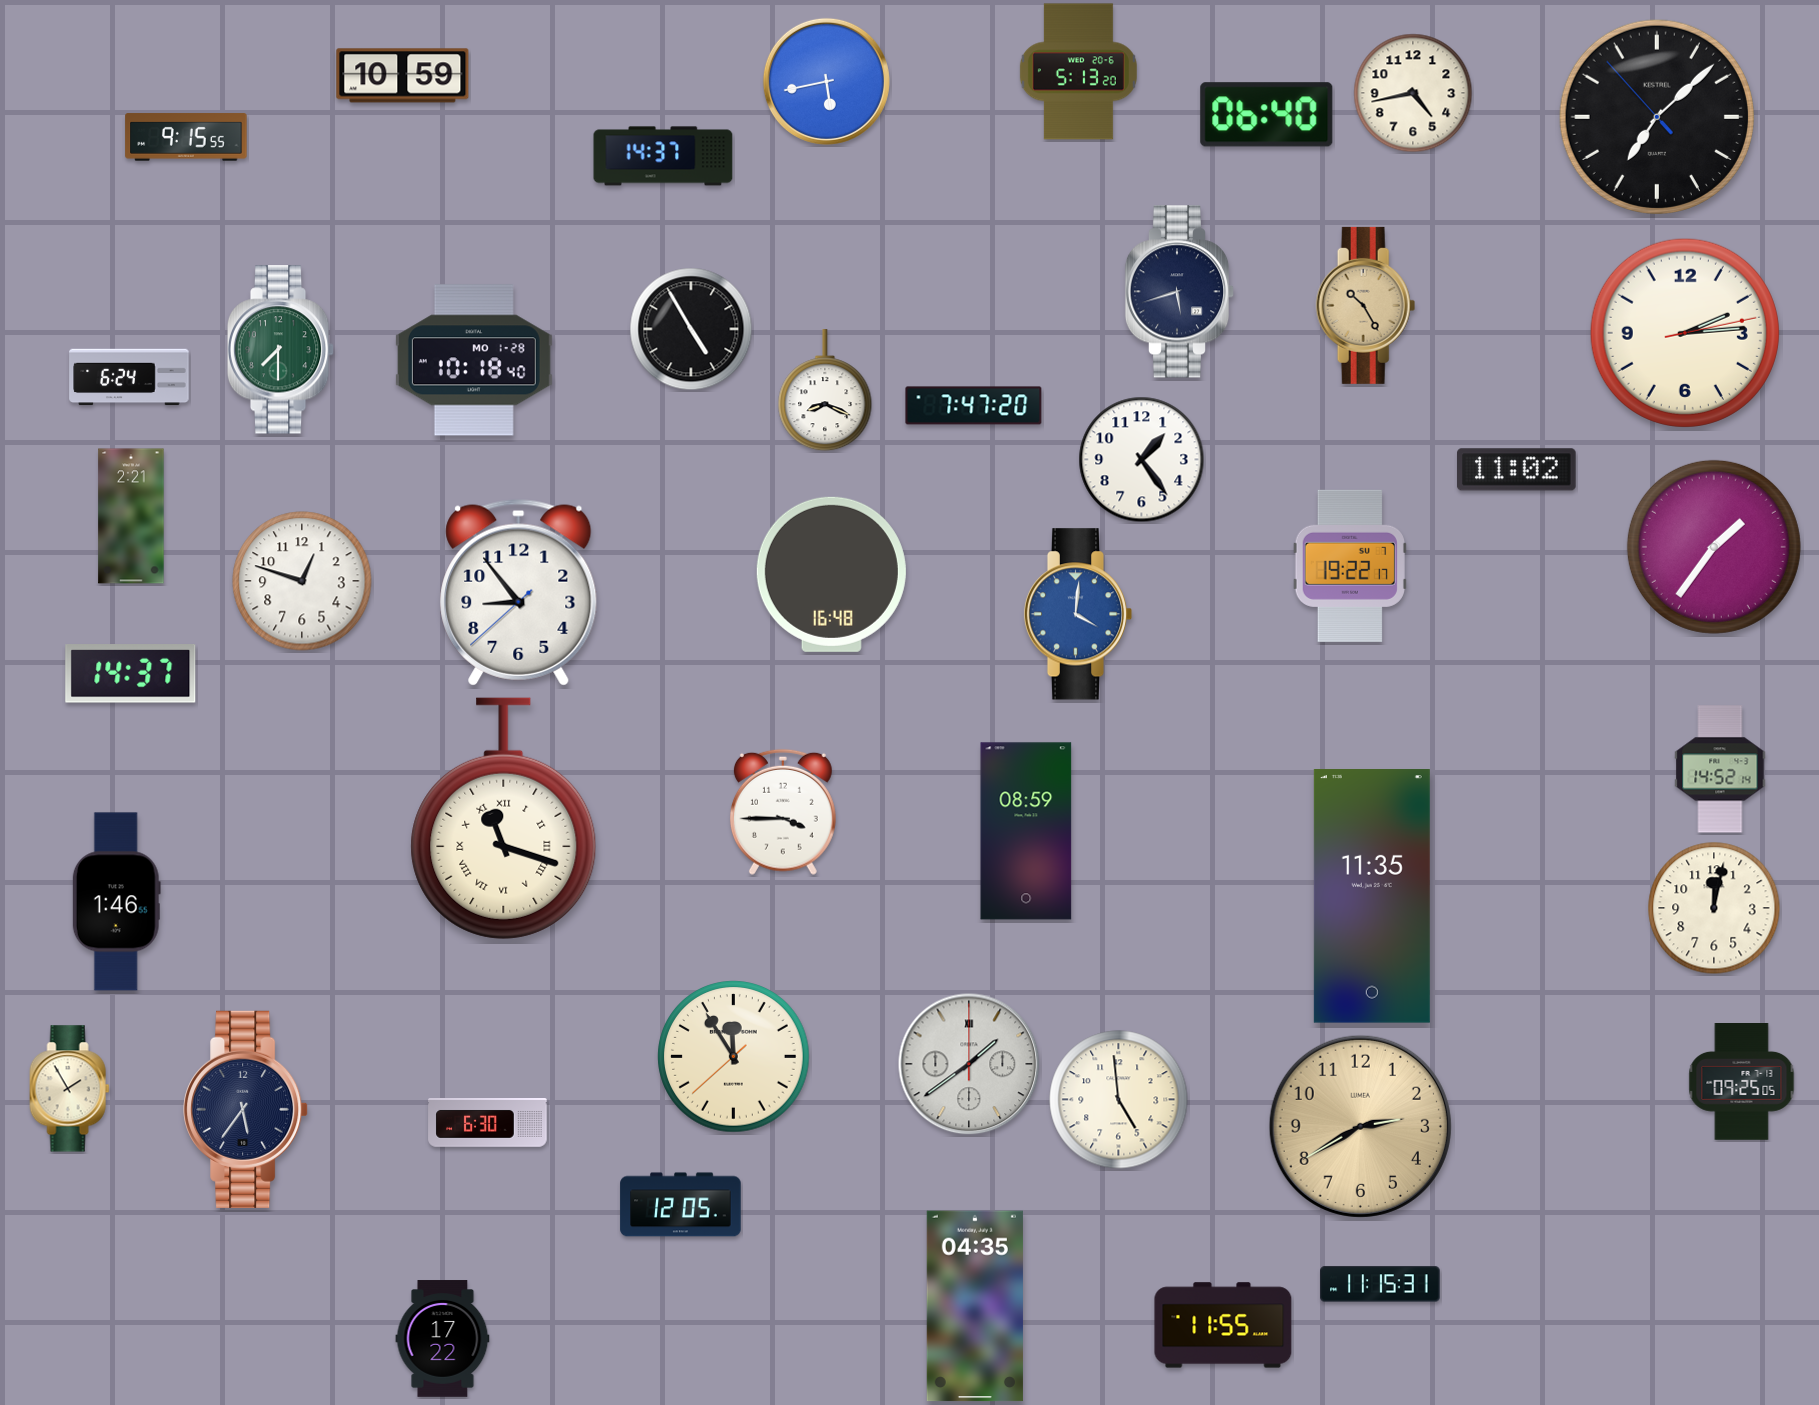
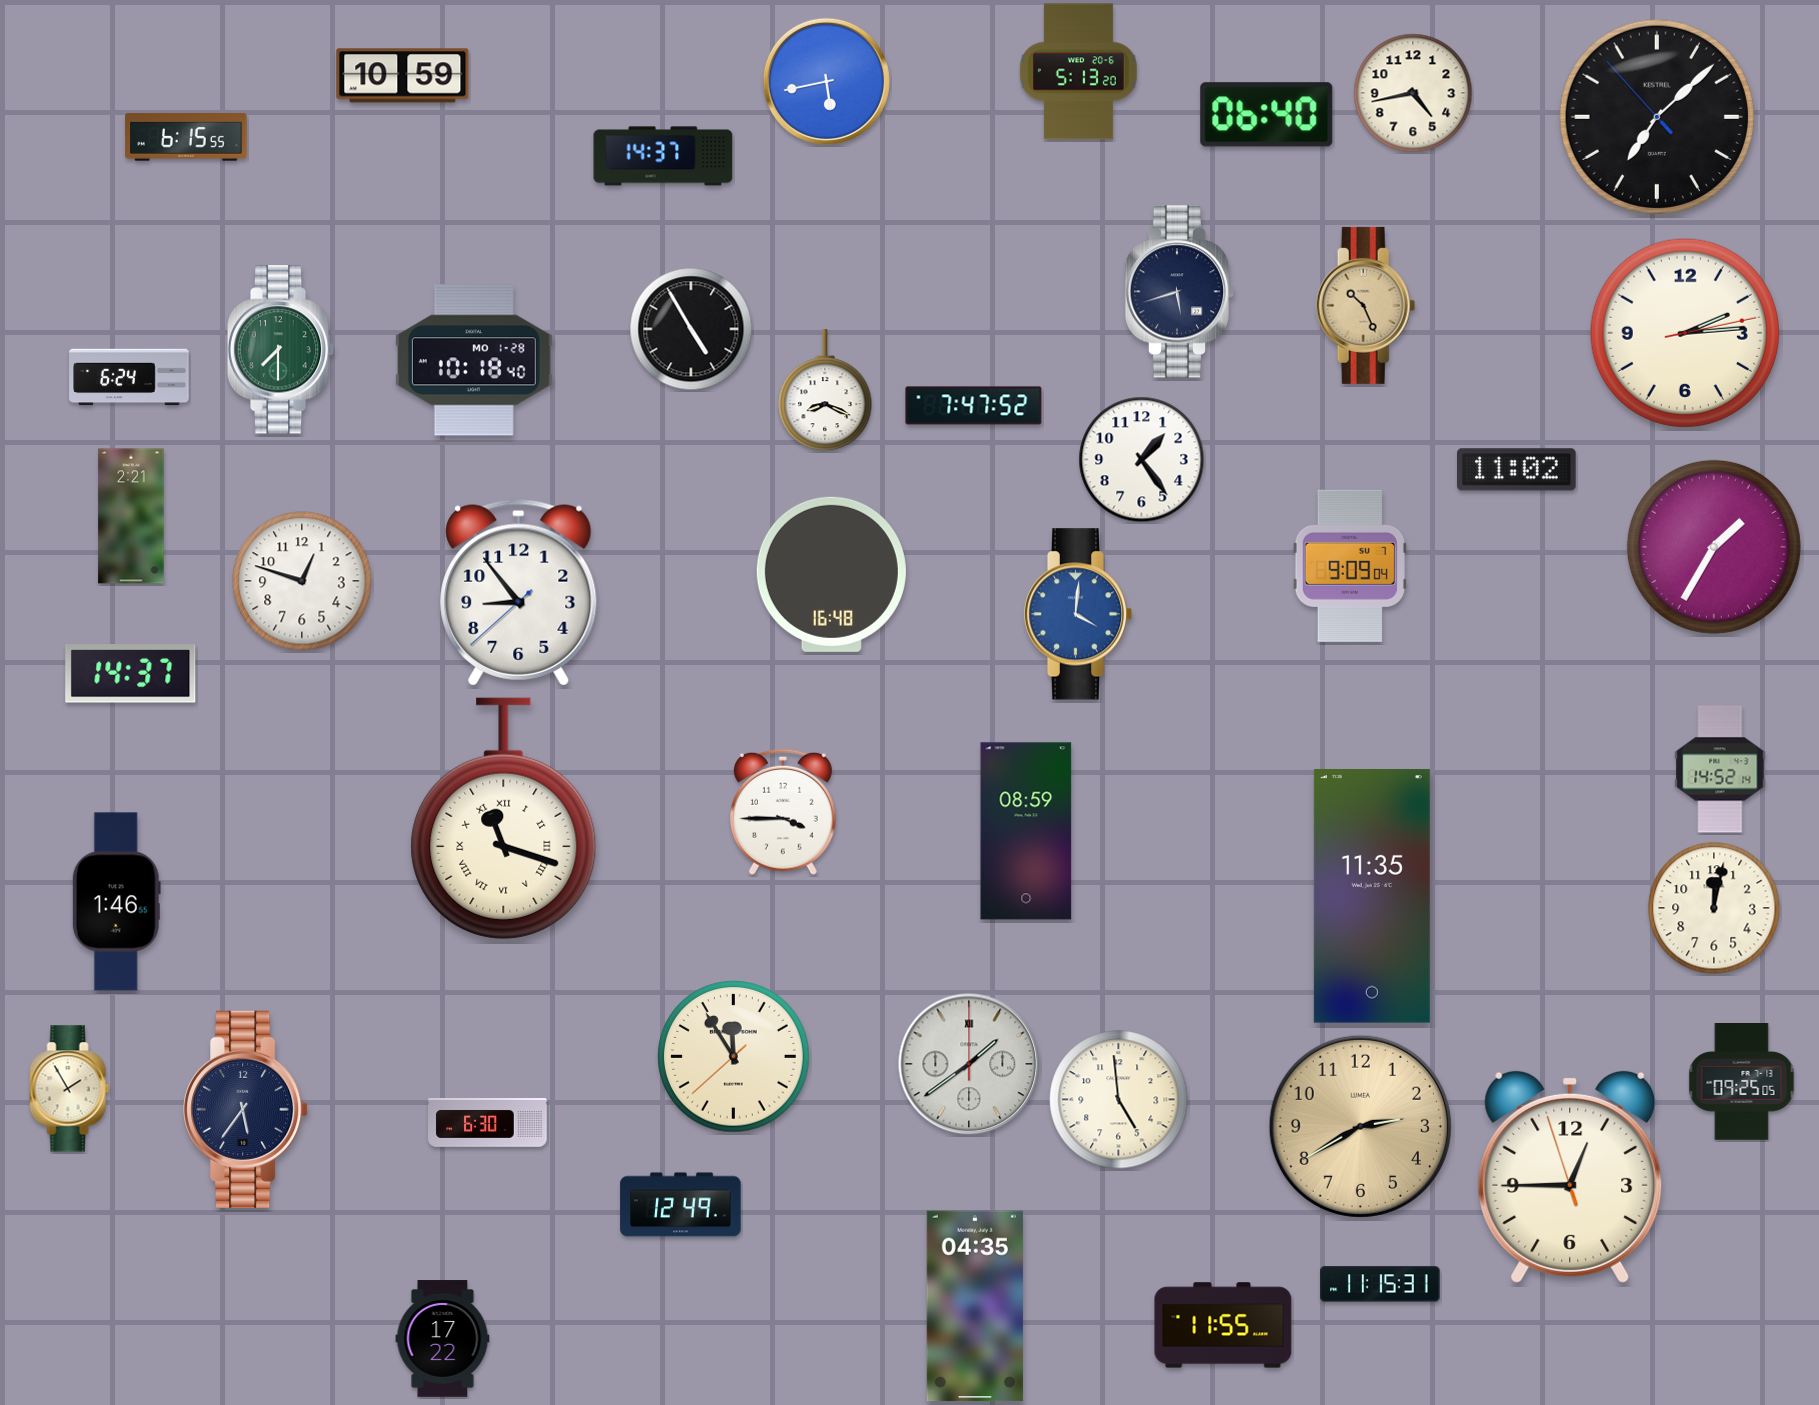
clock at (186, 137): 9:15 -> 6:15
clock at (1366, 305): 10:25 -> 10:26
clock at (974, 406): 7:47:20 -> 7:47:52
clock at (1714, 547): 1:36 -> 1:35
clock at (1350, 566): 19:22 -> 9:09
clock at (1570, 1177): none -> 12:44
clock at (681, 1205): 12:05 -> 12:49
